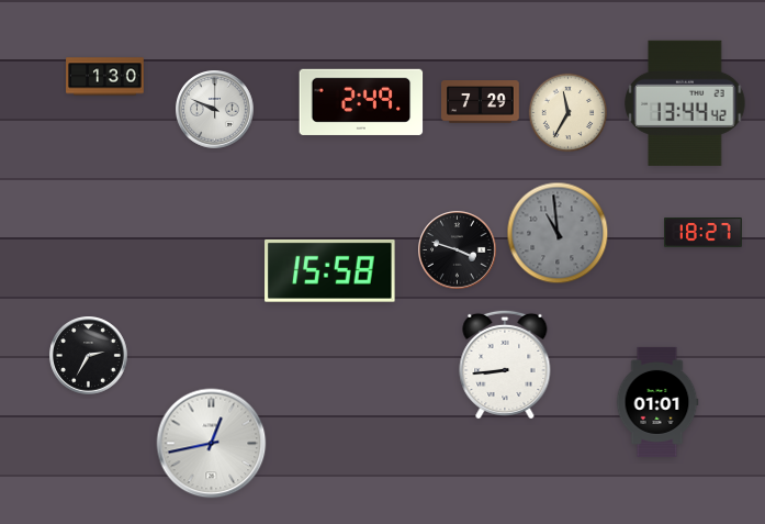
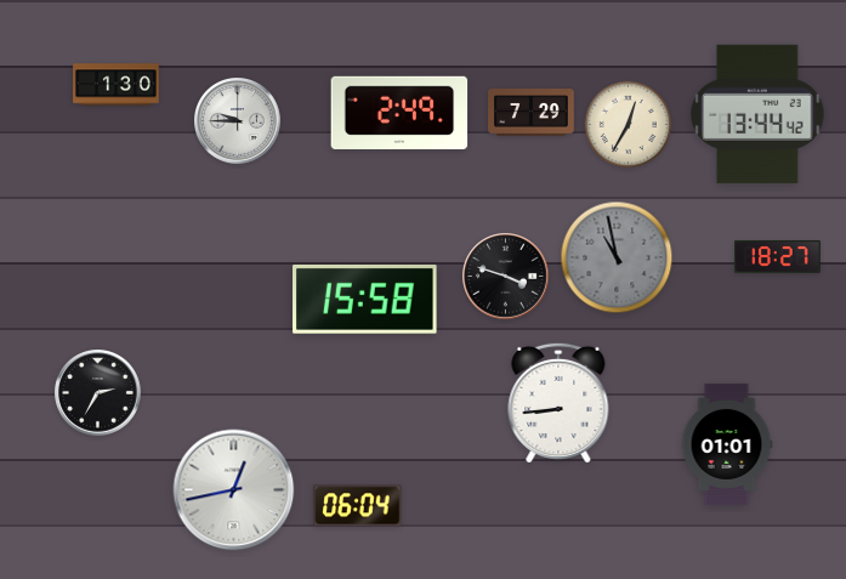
clock at (215, 110): 9:49 -> 9:45
clock at (569, 113): 11:35 -> 12:35
clock at (558, 233): 10:59 -> 10:58
clock at (358, 506): none -> 06:04
